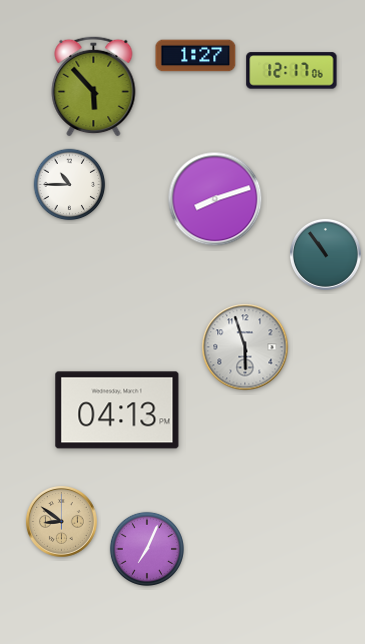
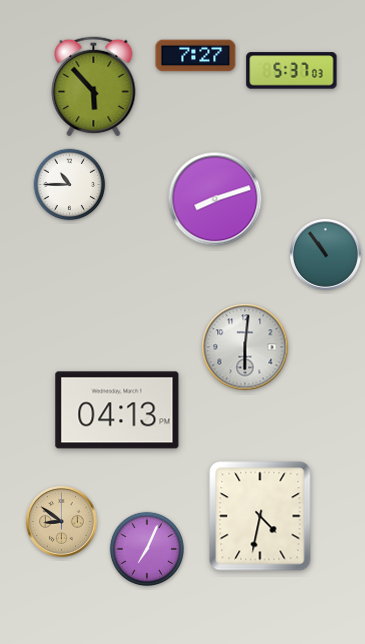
clock at (196, 56): 1:27 -> 7:27
clock at (292, 71): 12:17 -> 5:37
clock at (245, 347): 5:57 -> 6:01
clock at (260, 516): none -> 4:32
